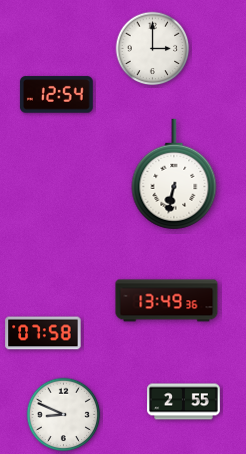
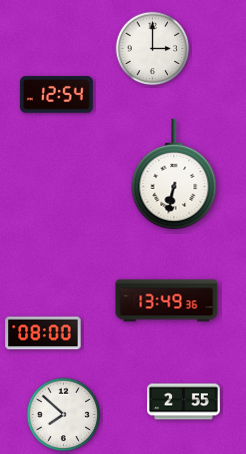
clock at (43, 333): 07:58 -> 08:00
clock at (64, 415): 8:49 -> 7:52
